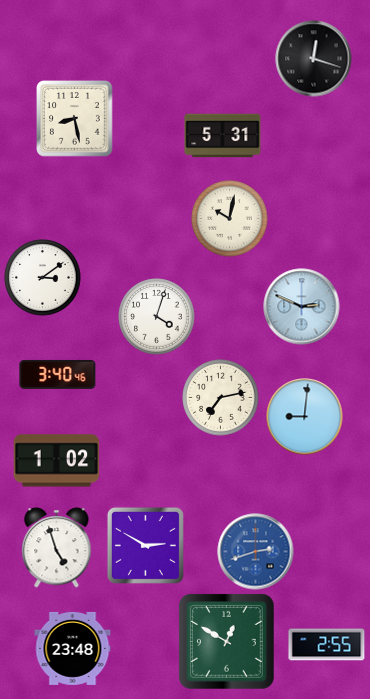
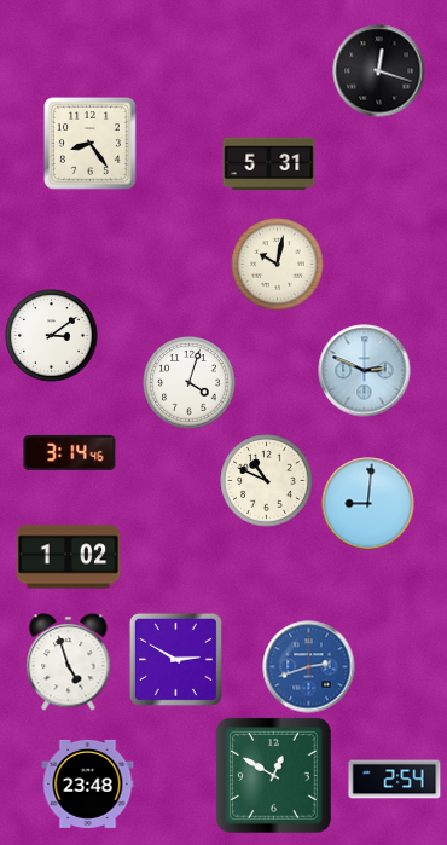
clock at (75, 119): 8:28 -> 8:24
clock at (58, 374): 3:40 -> 3:14
clock at (221, 398): 7:13 -> 10:49
clock at (327, 645): 2:55 -> 2:54
